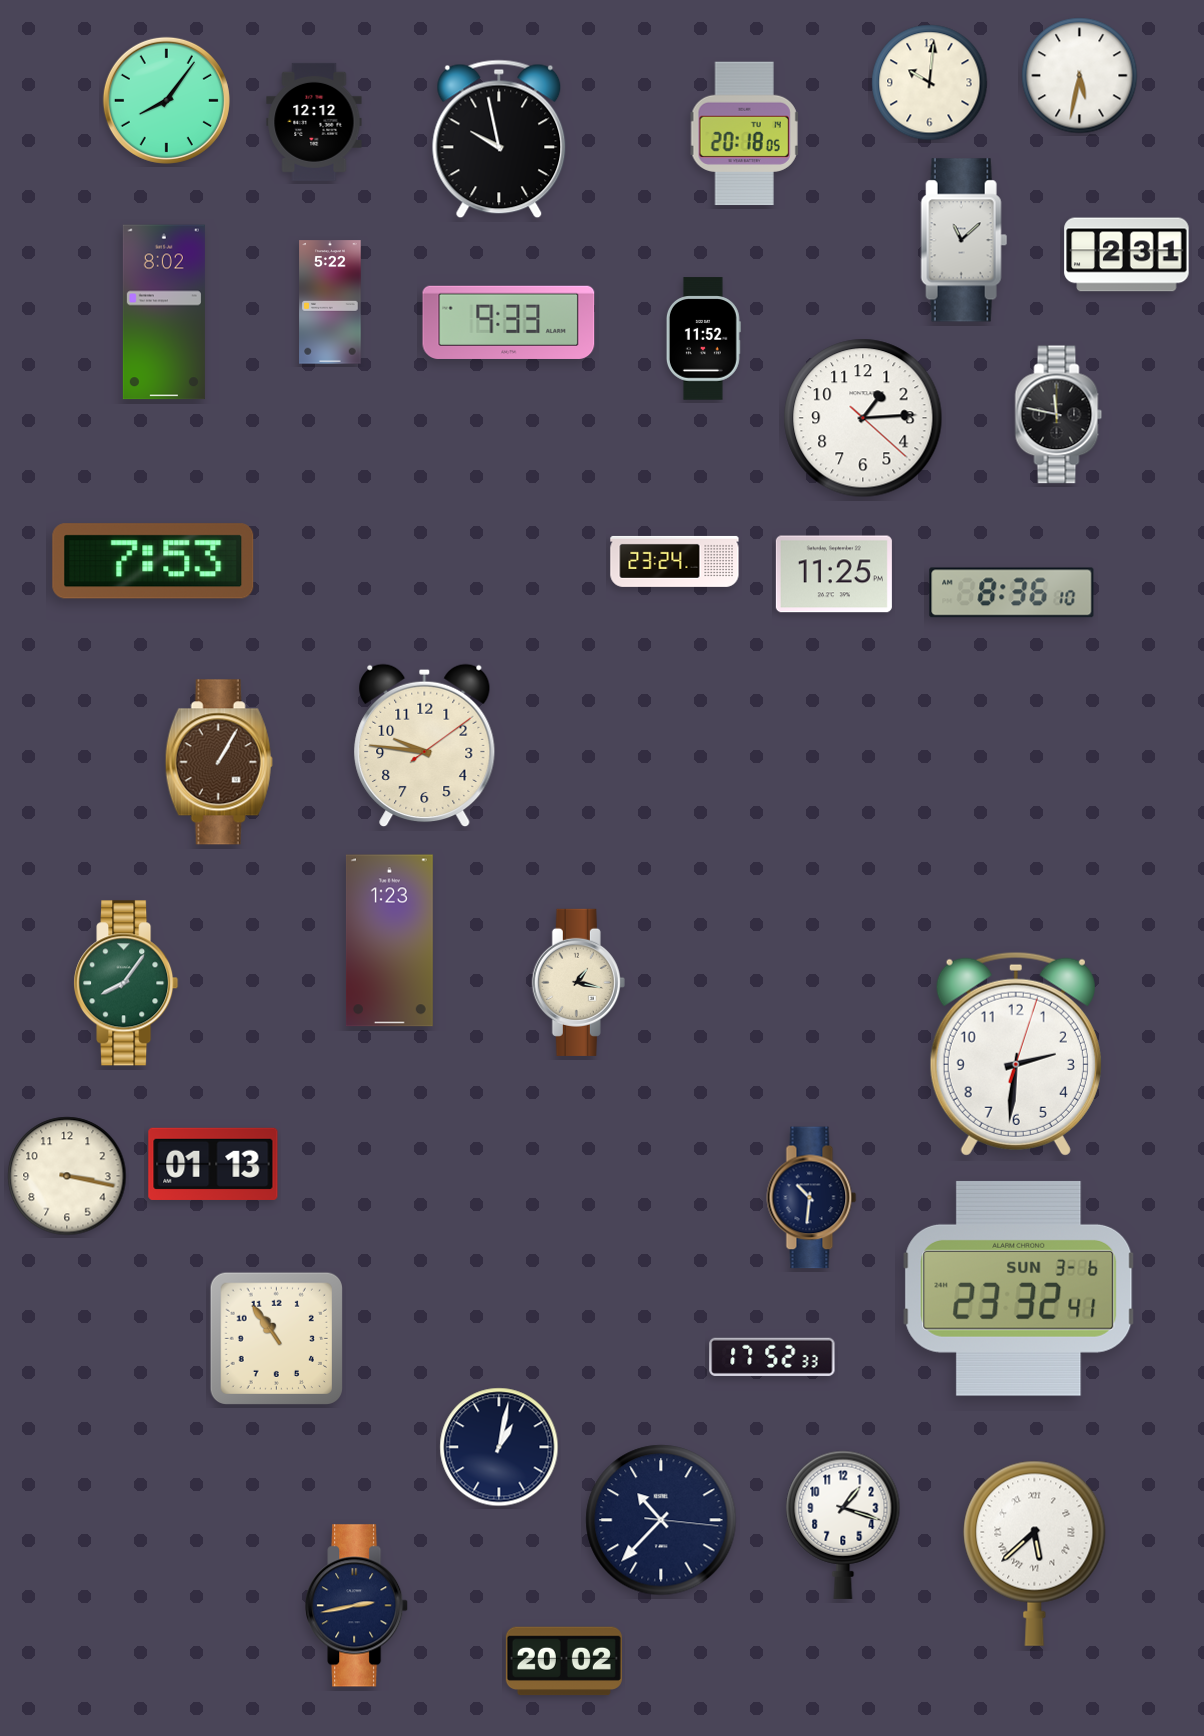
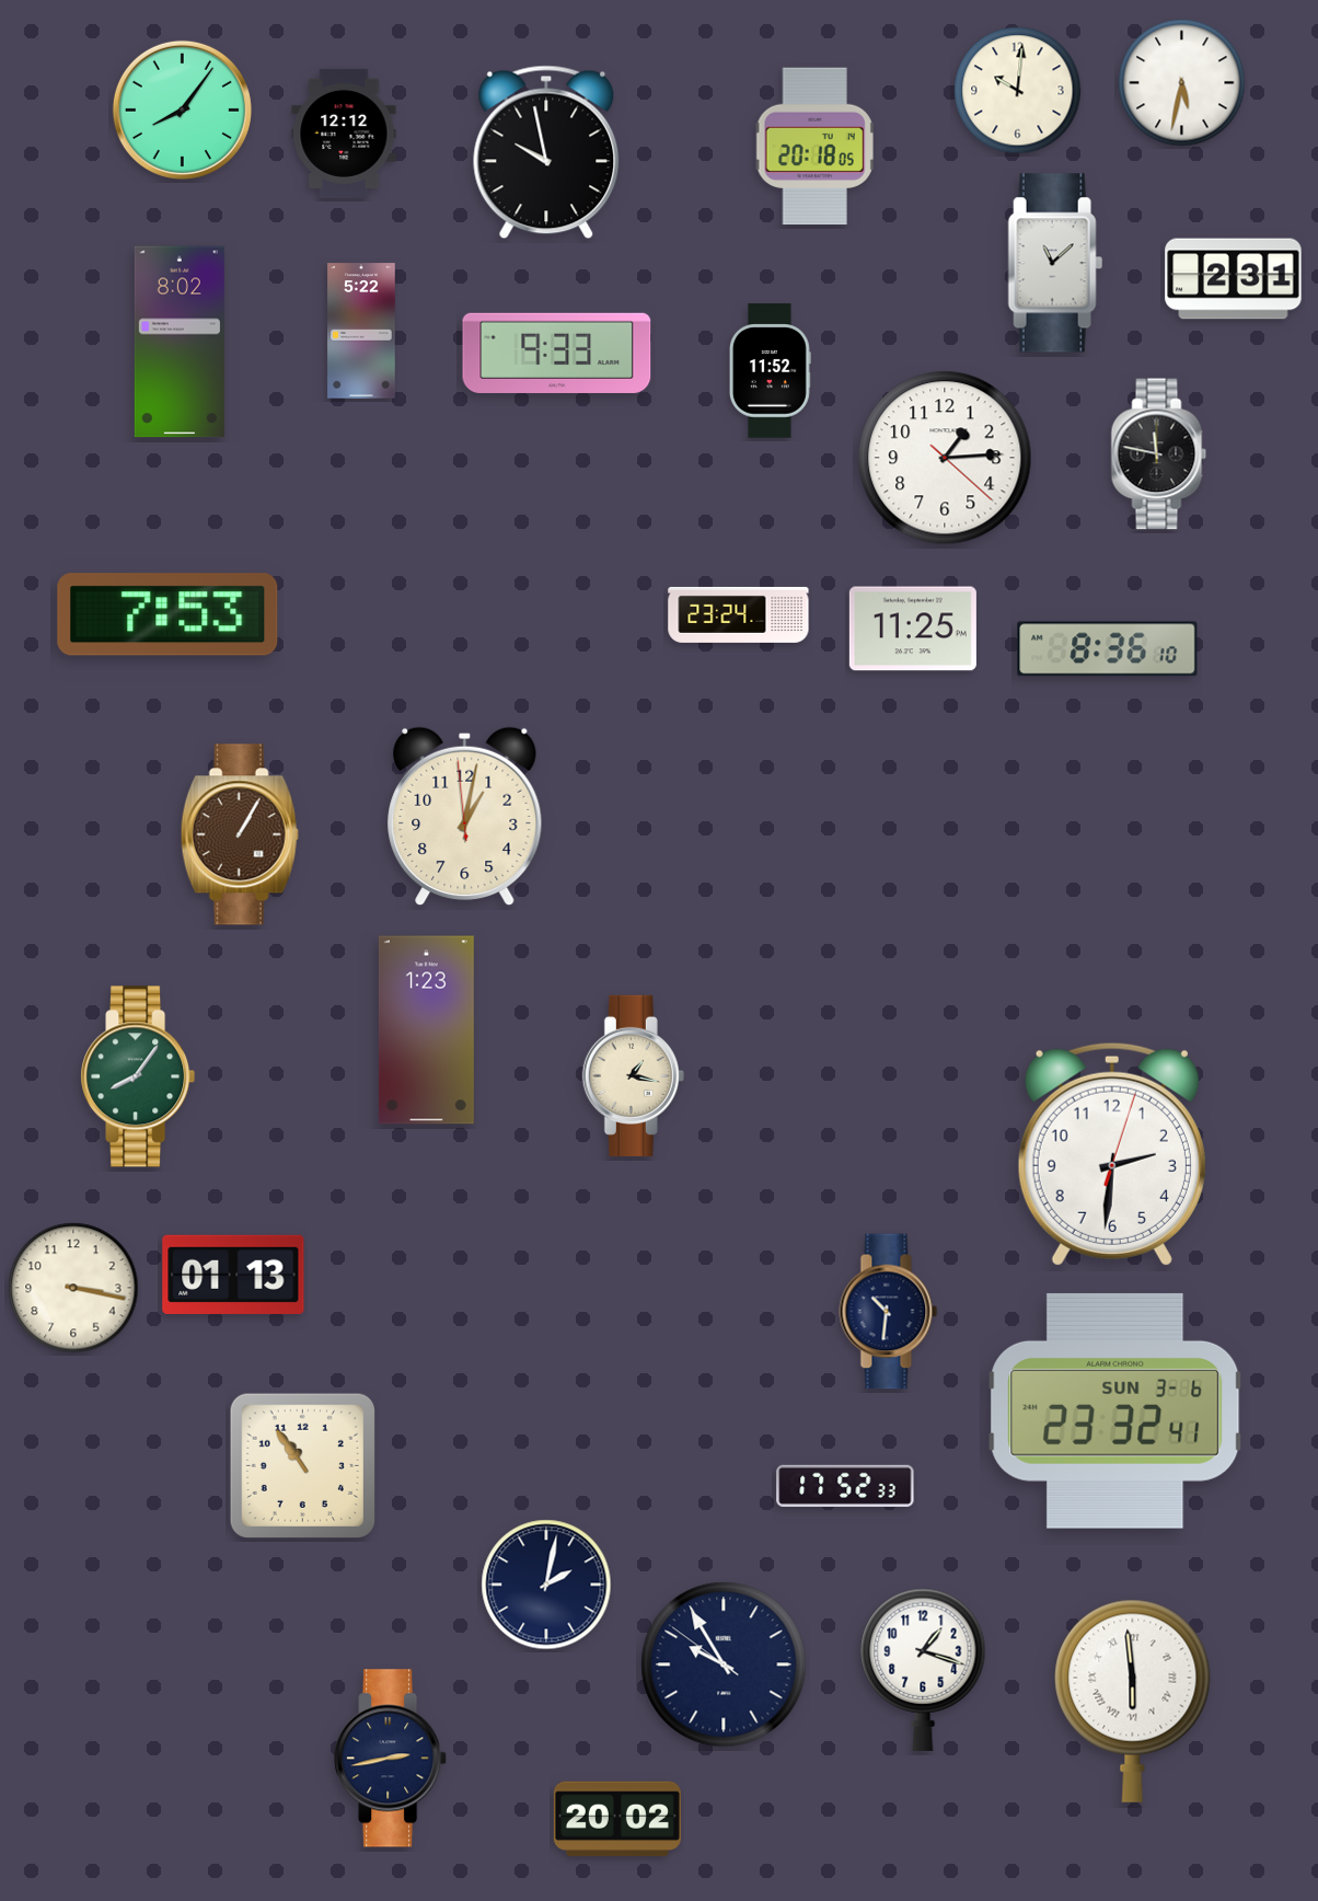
clock at (425, 746): 9:46 -> 1:01
clock at (499, 1447): 1:02 -> 2:02
clock at (661, 1520): 10:37 -> 9:54
clock at (1035, 1553): 5:38 -> 5:59
